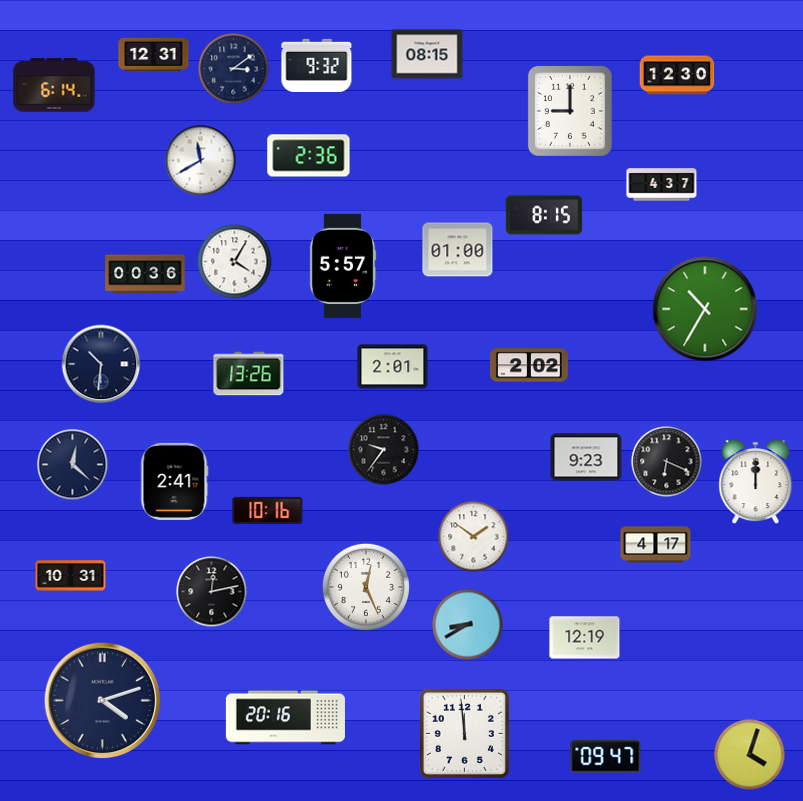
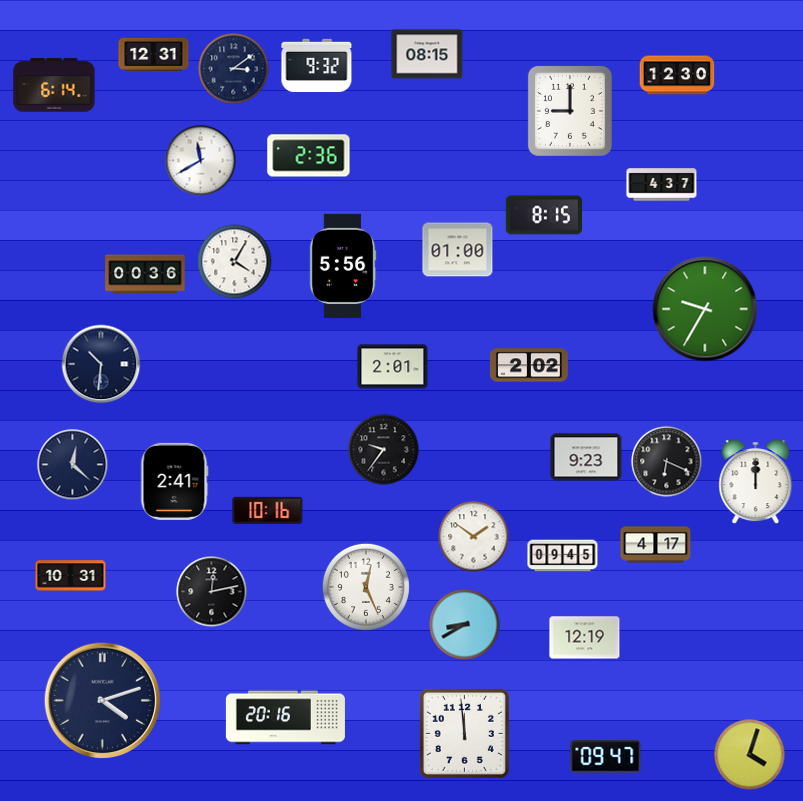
clock at (343, 265): 5:57 -> 5:56
clock at (705, 309): 10:35 -> 9:35
clock at (249, 374): 13:26 -> none
clock at (563, 556): none -> 09:45
clock at (468, 625) position: (468, 625) -> (465, 625)
